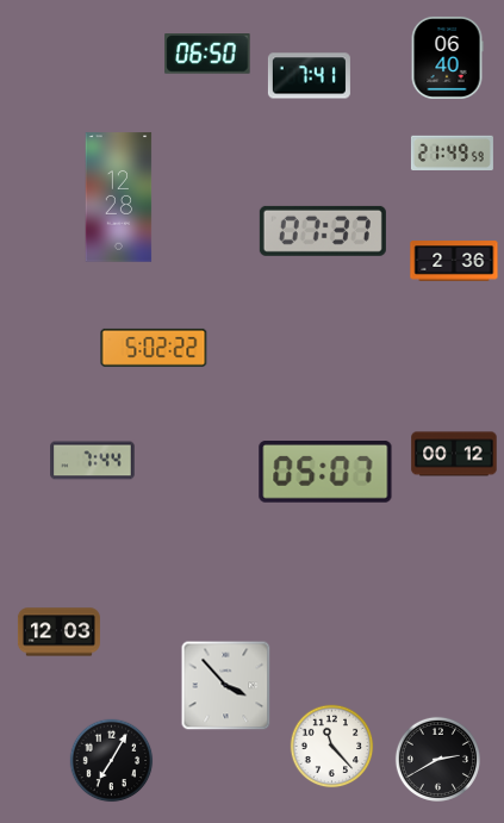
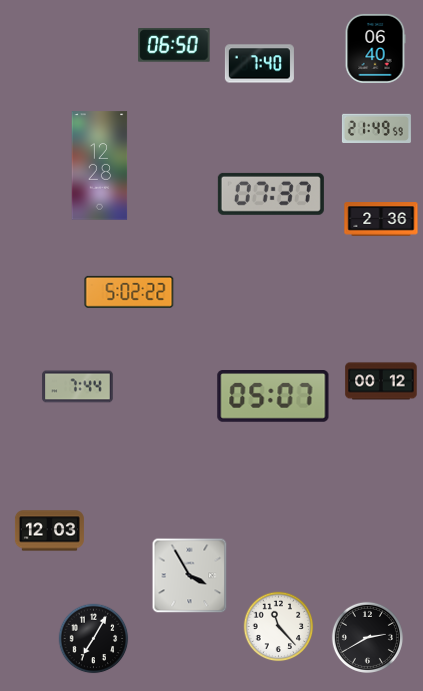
clock at (309, 76): 7:41 -> 7:40
clock at (452, 152) position: (452, 152) -> (376, 128)
clock at (226, 686): 3:53 -> 3:55
